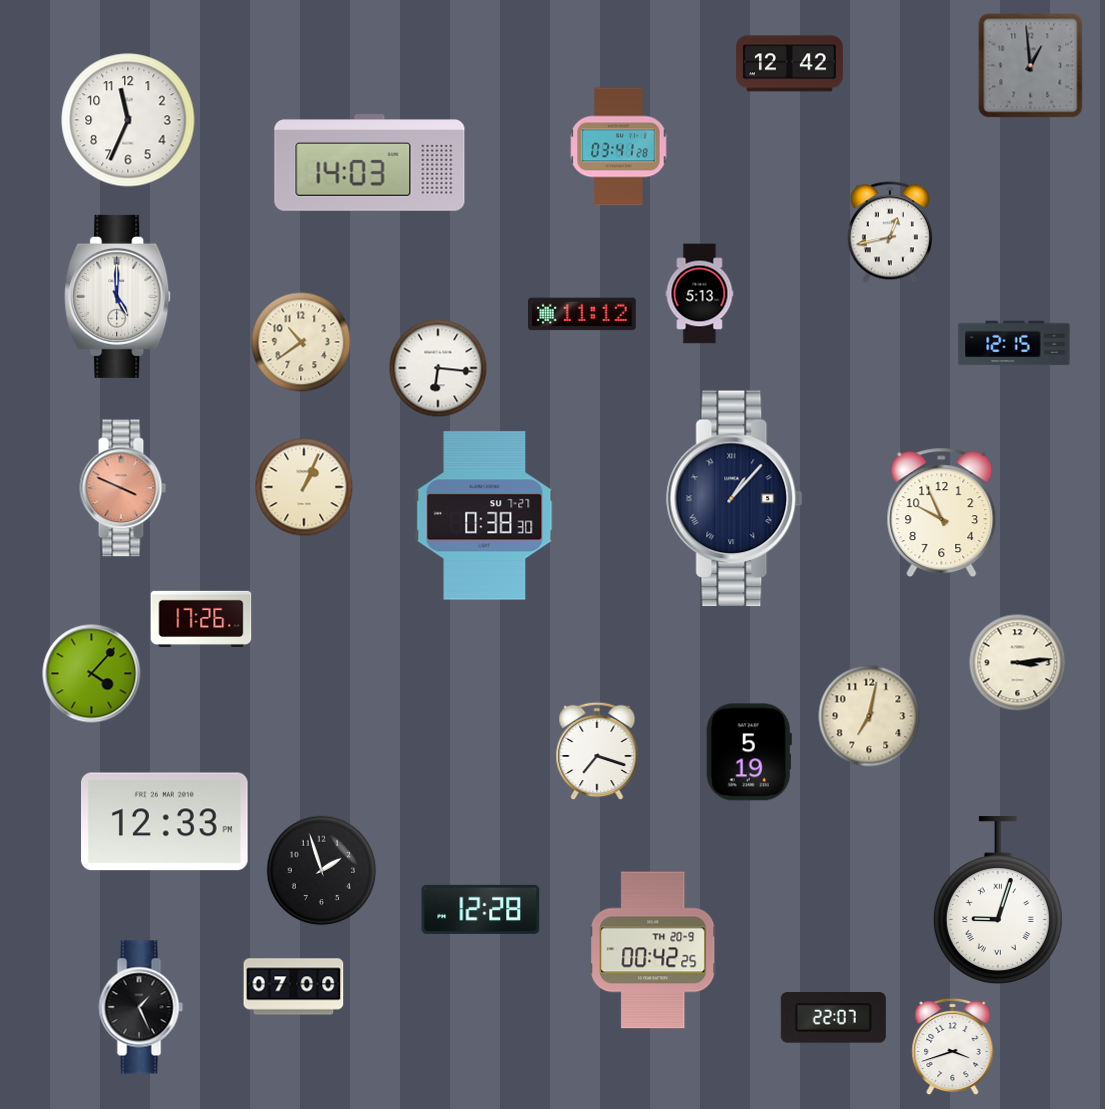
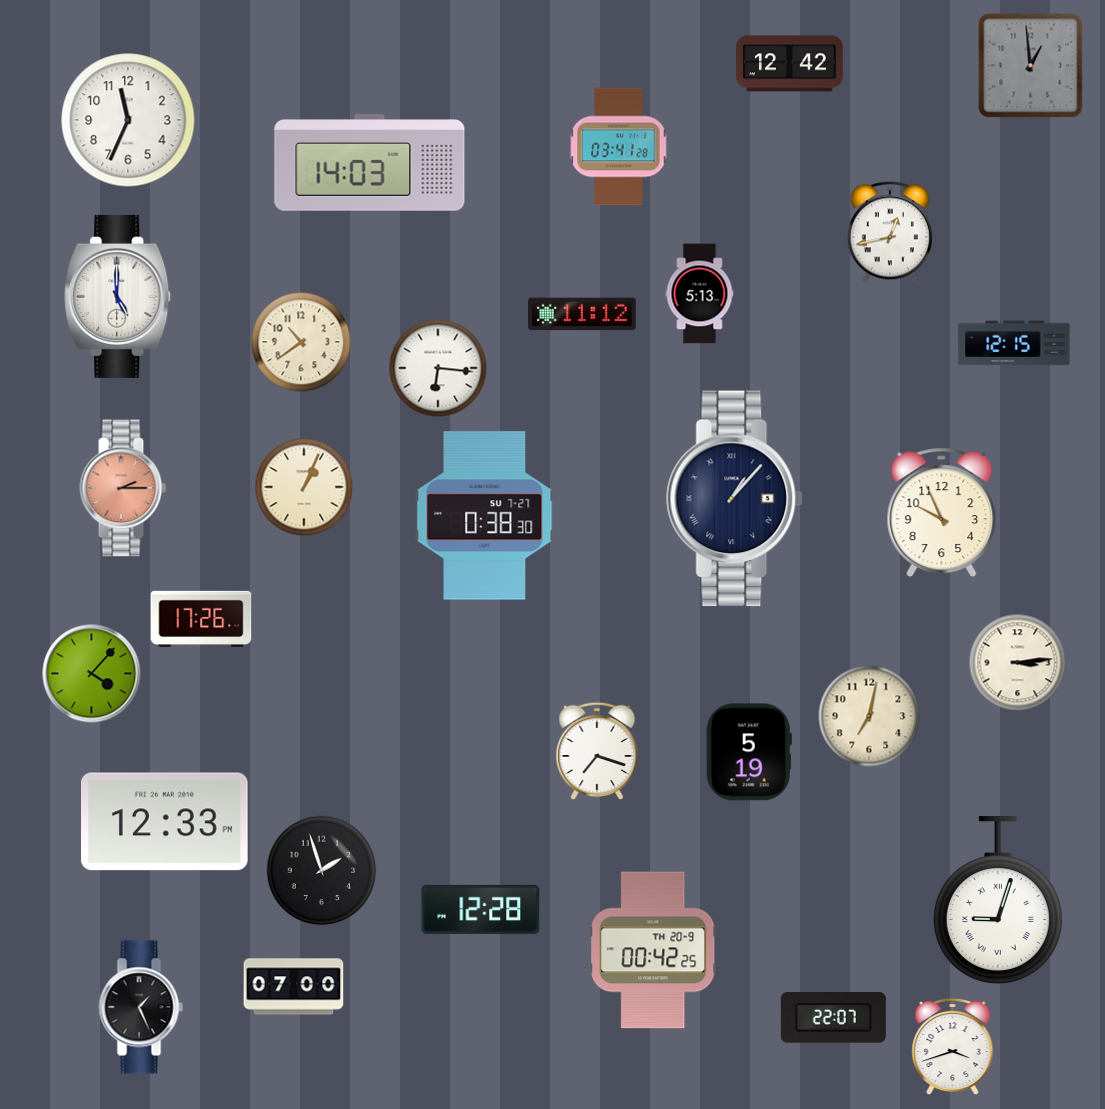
clock at (123, 488): 3:49 -> 2:15
